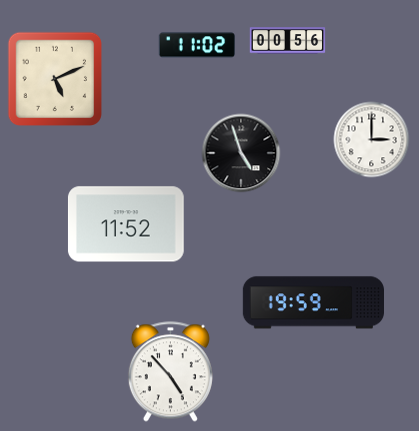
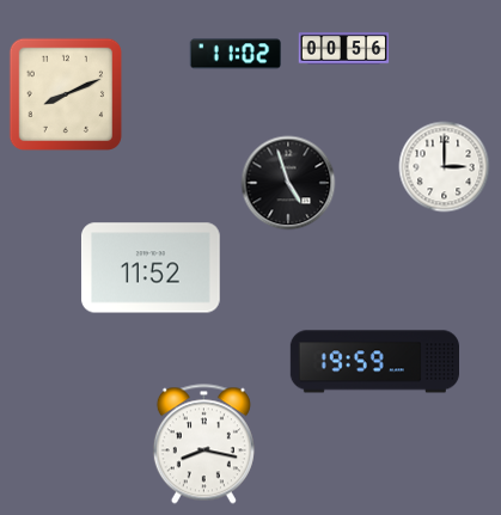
clock at (54, 78): 5:11 -> 8:11
clock at (170, 372): 4:53 -> 8:17
